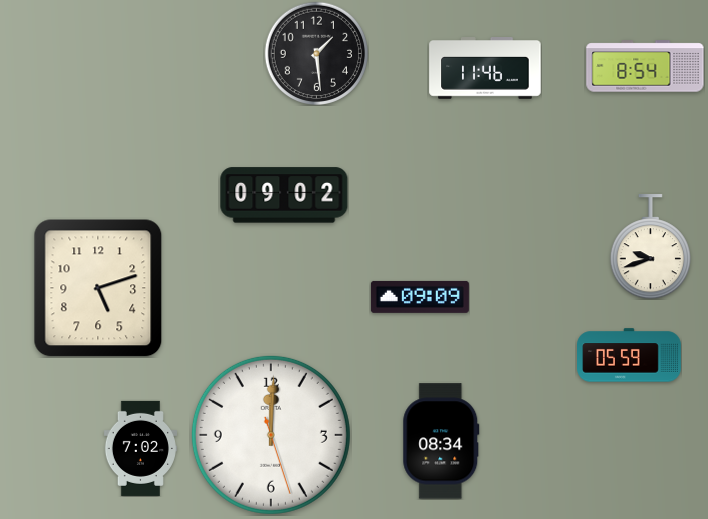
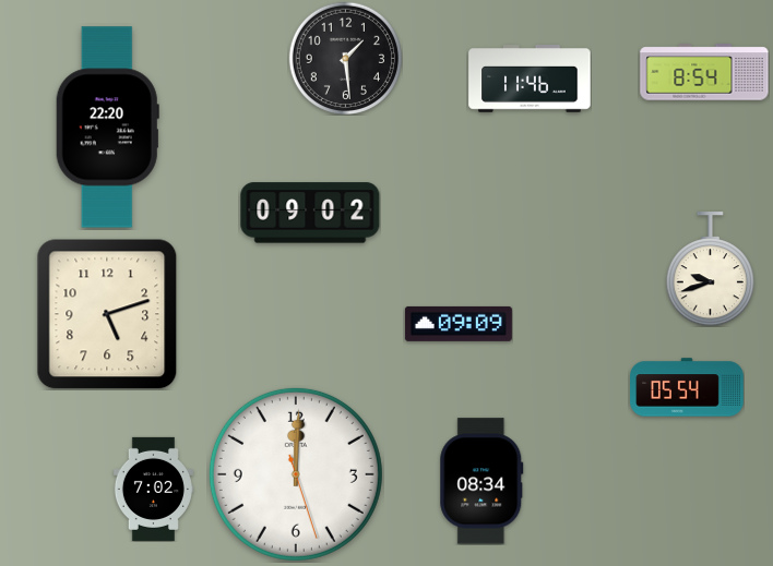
clock at (485, 69) position: (485, 69) -> (530, 80)
clock at (107, 128): none -> 22:20
clock at (629, 355): 05:59 -> 05:54
